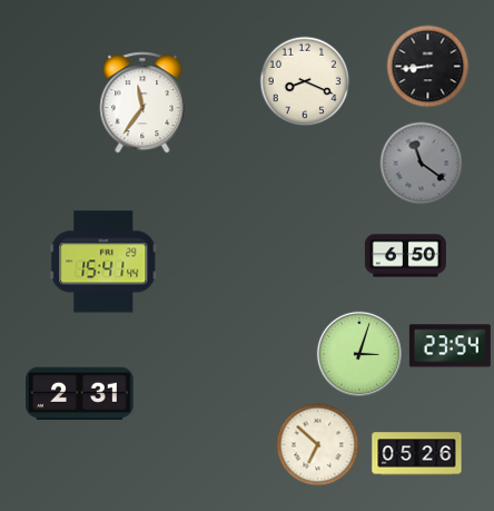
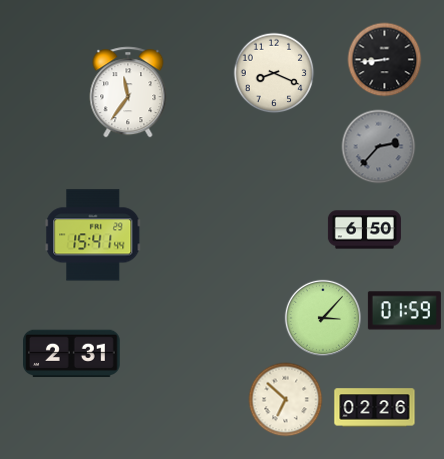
clock at (422, 164): 11:21 -> 2:37
clock at (449, 346): 23:54 -> 01:59
clock at (358, 353): 3:03 -> 3:07
clock at (417, 454): 05:26 -> 02:26
